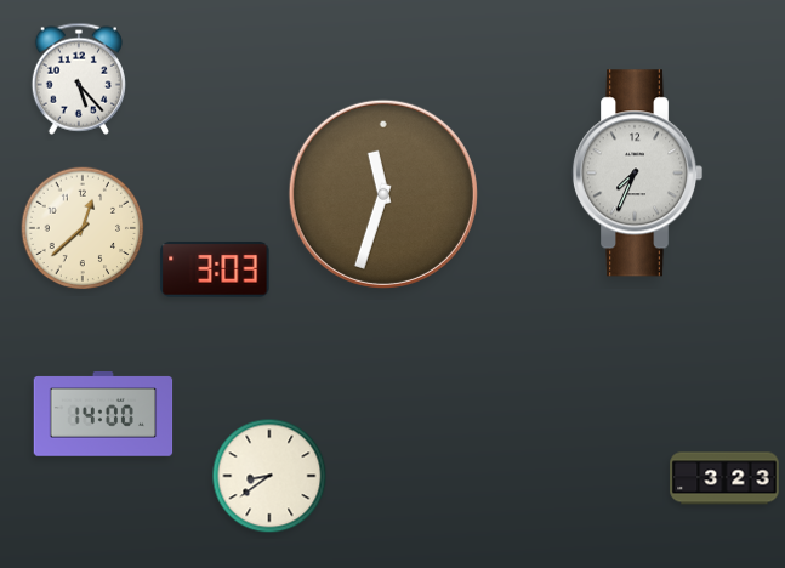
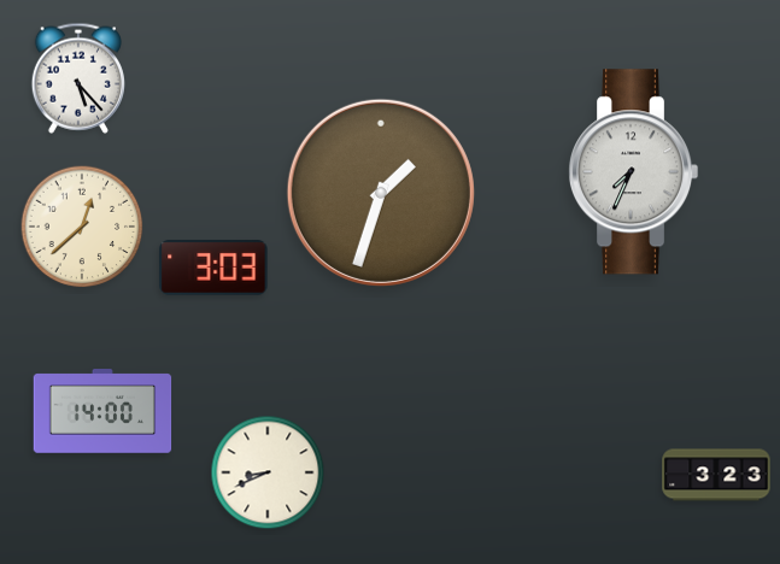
clock at (383, 194): 11:33 -> 1:33
clock at (269, 476): 8:39 -> 8:41
clock at (724, 478) position: (724, 478) -> (716, 475)
